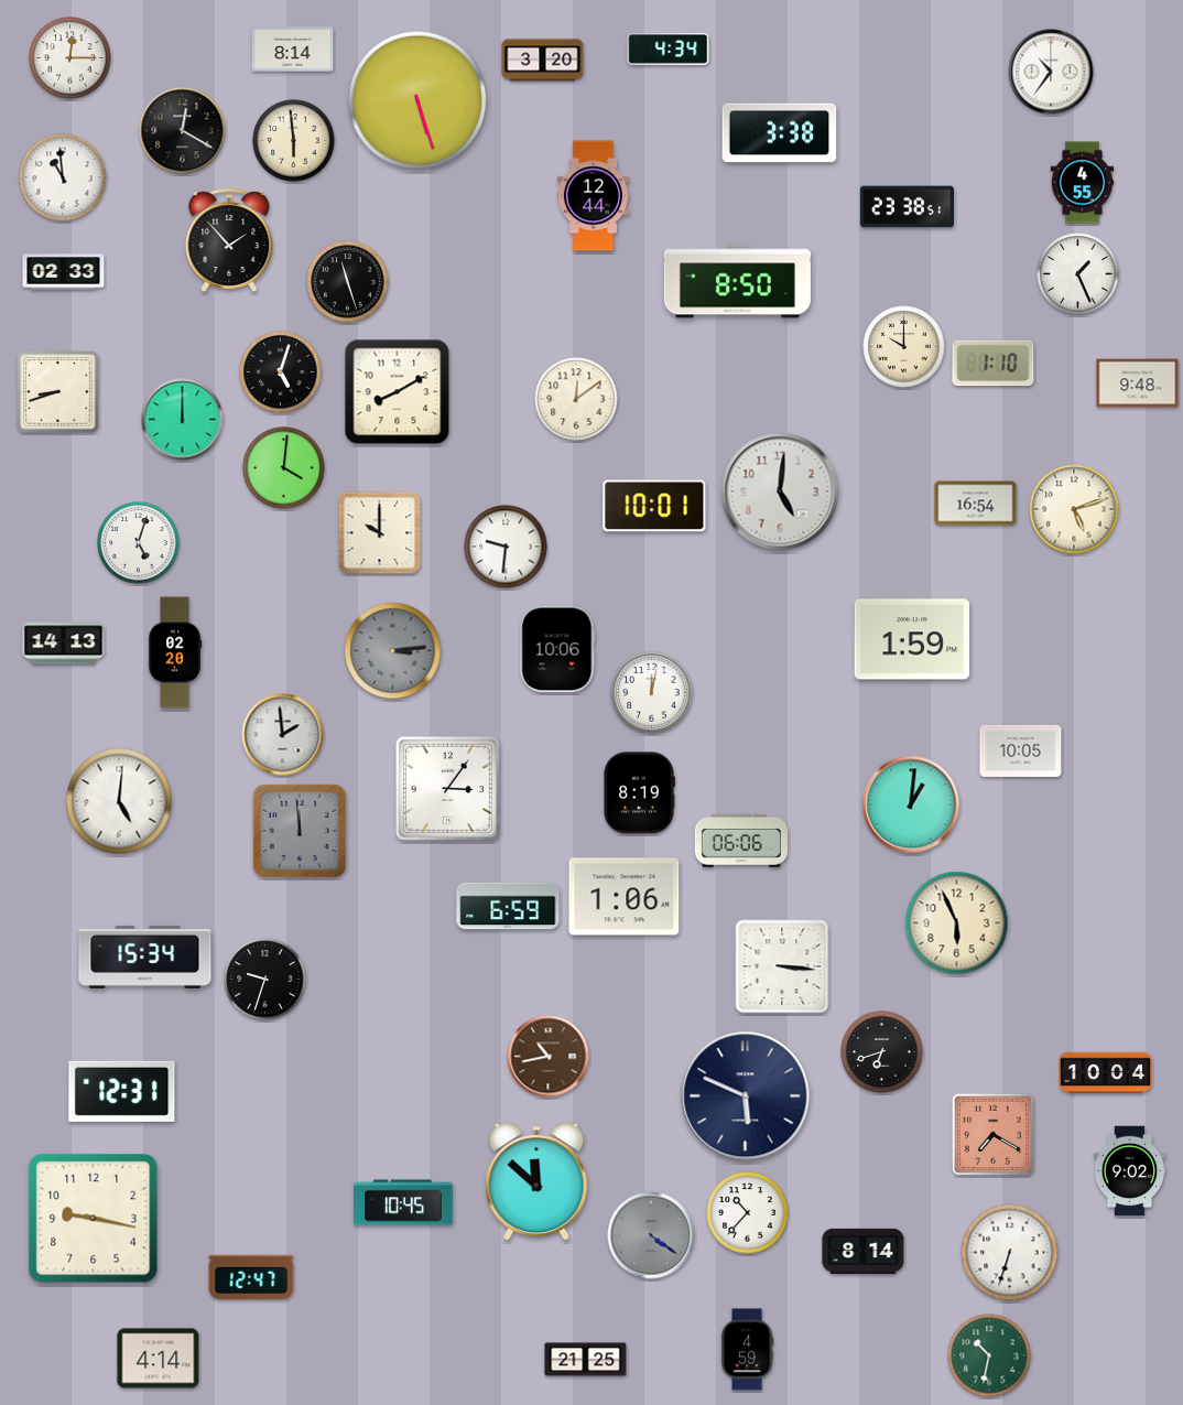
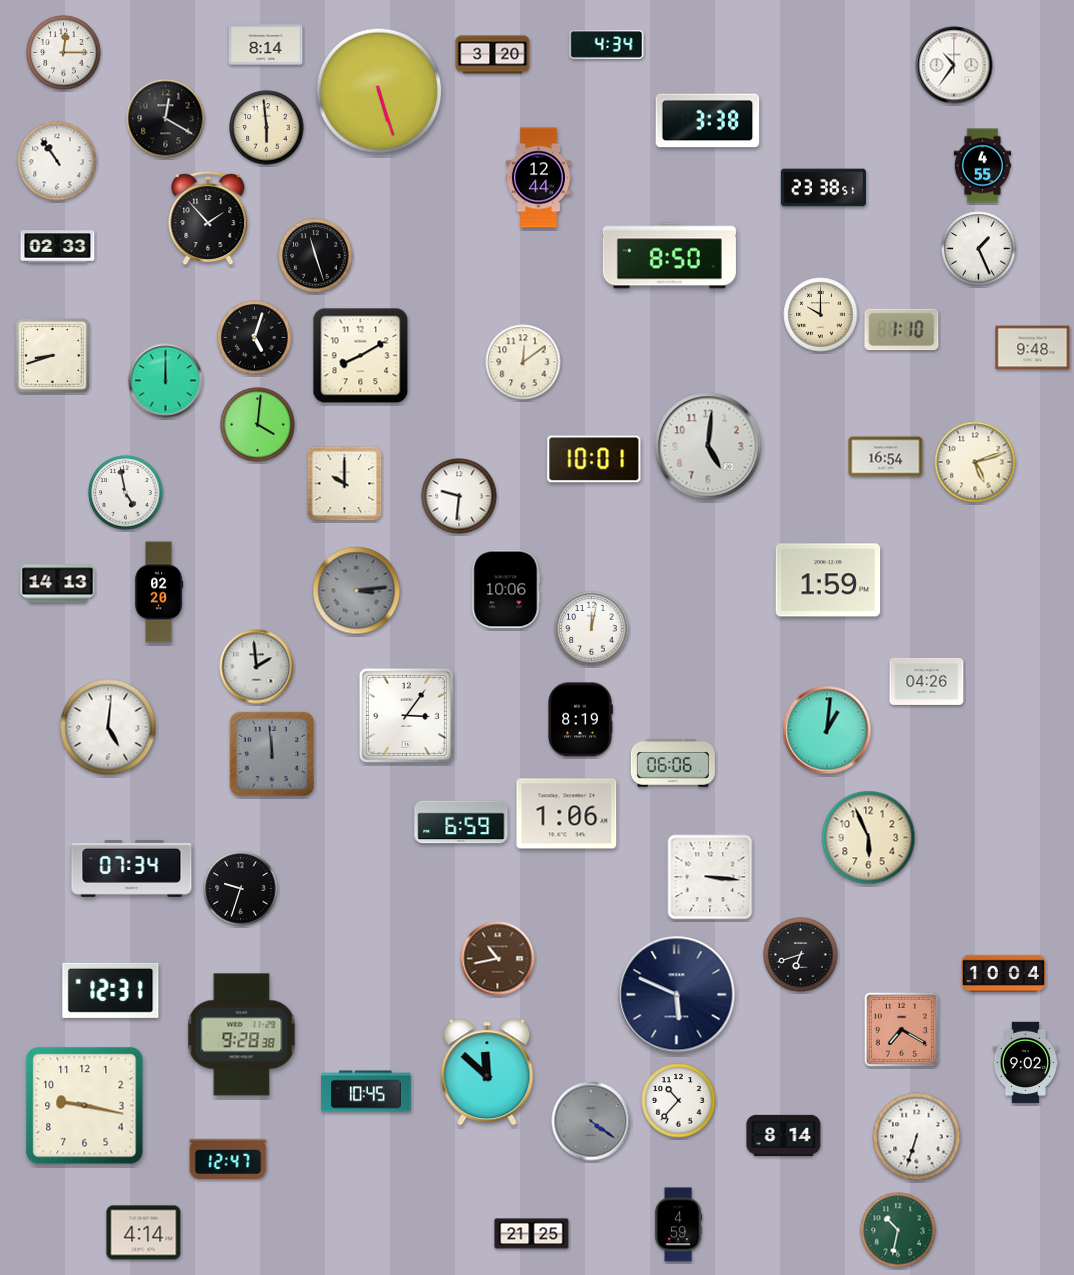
clock at (63, 177): 10:59 -> 10:54
clock at (139, 543): 5:03 -> 4:58
clock at (1021, 750): 10:05 -> 04:26
clock at (145, 957): 15:34 -> 07:34
clock at (242, 1035): none -> 9:28
